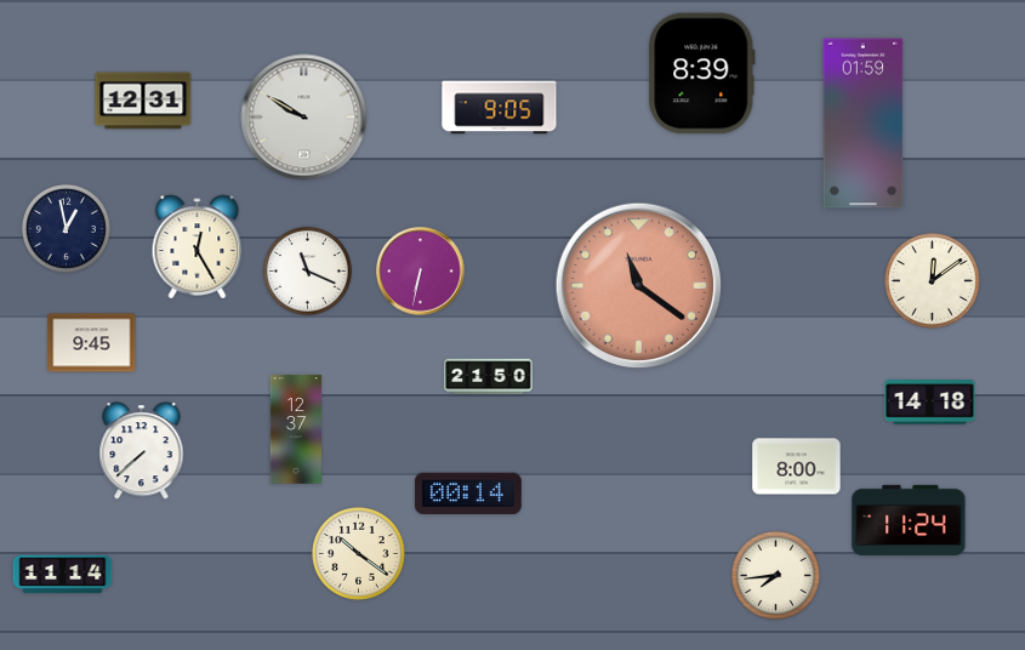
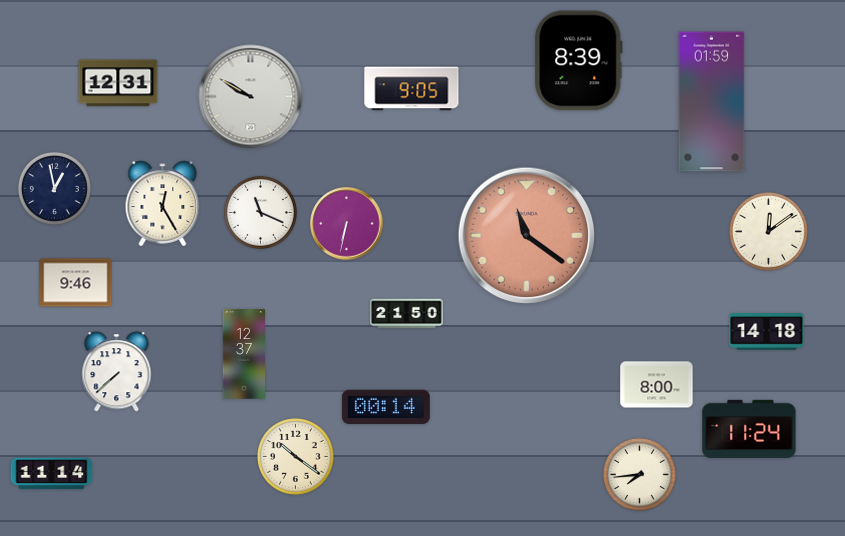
clock at (307, 270) position: (307, 270) -> (260, 212)
clock at (92, 343): 9:45 -> 9:46
clock at (489, 377) position: (489, 377) -> (407, 314)
